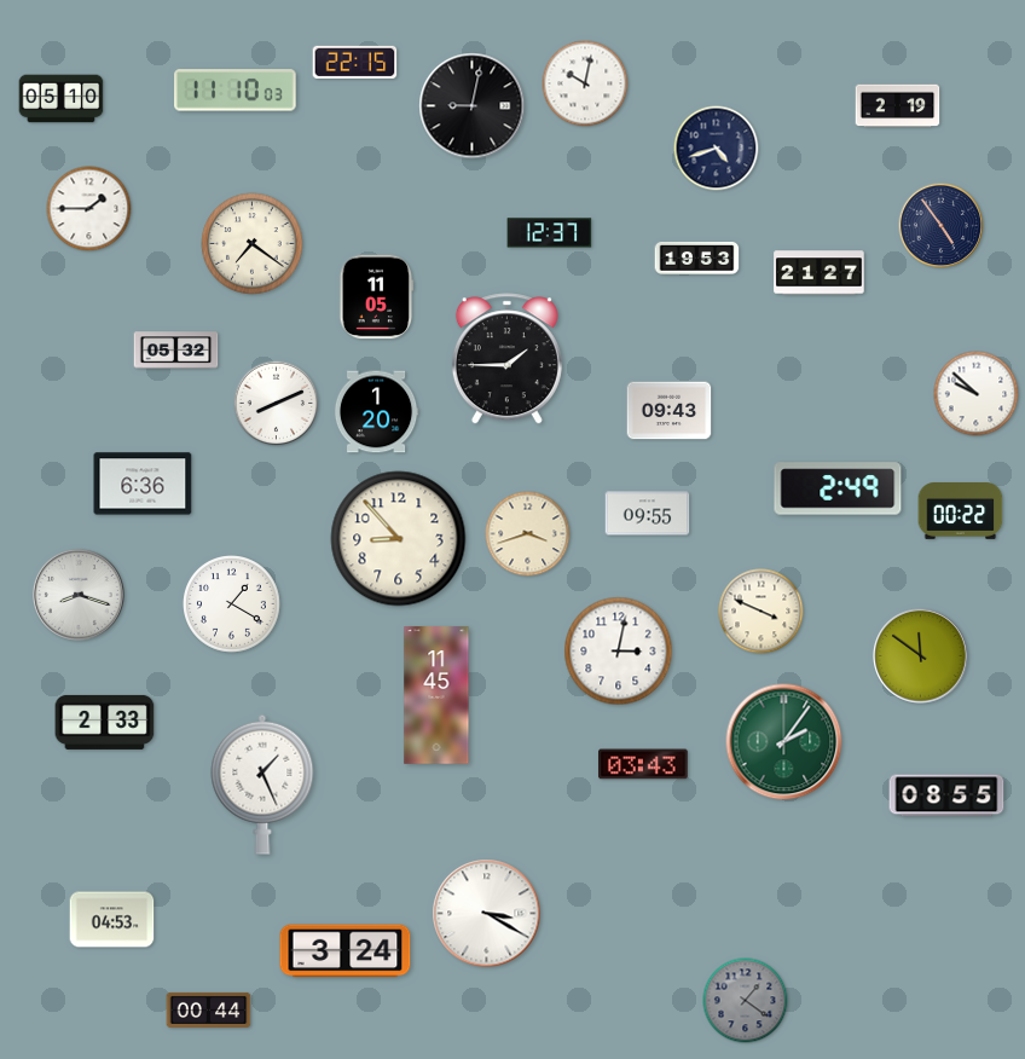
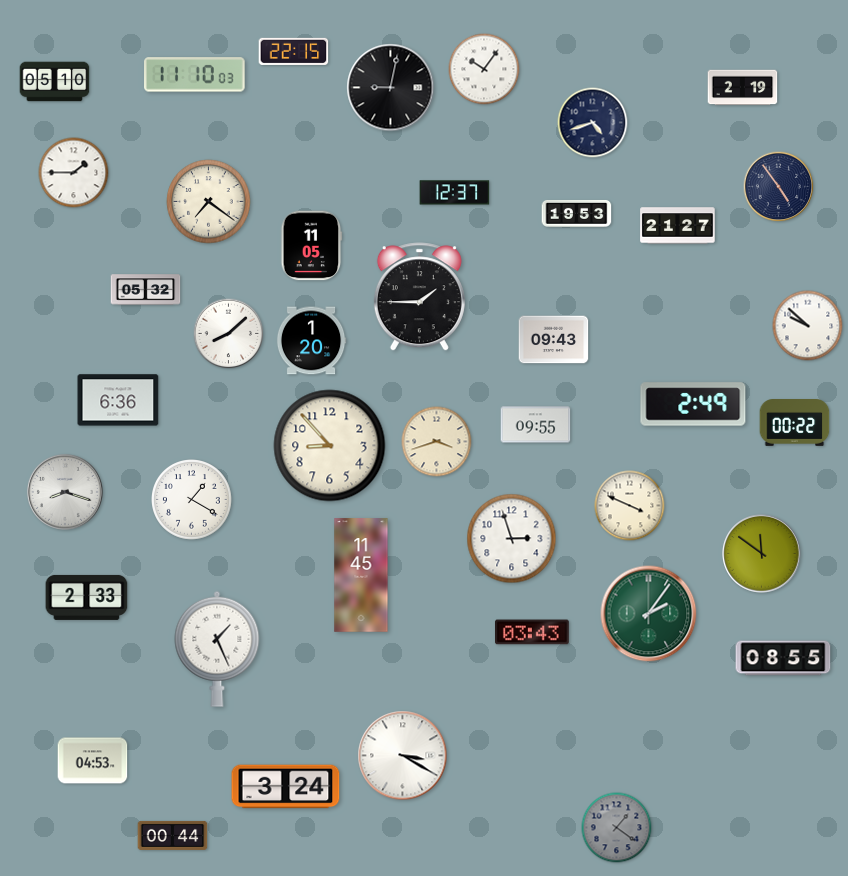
clock at (585, 83): 10:02 -> 10:06
clock at (62, 99) position: (62, 99) -> (55, 82)
clock at (277, 404): 8:11 -> 8:08
clock at (619, 652): 3:02 -> 2:57
clock at (921, 656) position: (921, 656) -> (762, 554)
